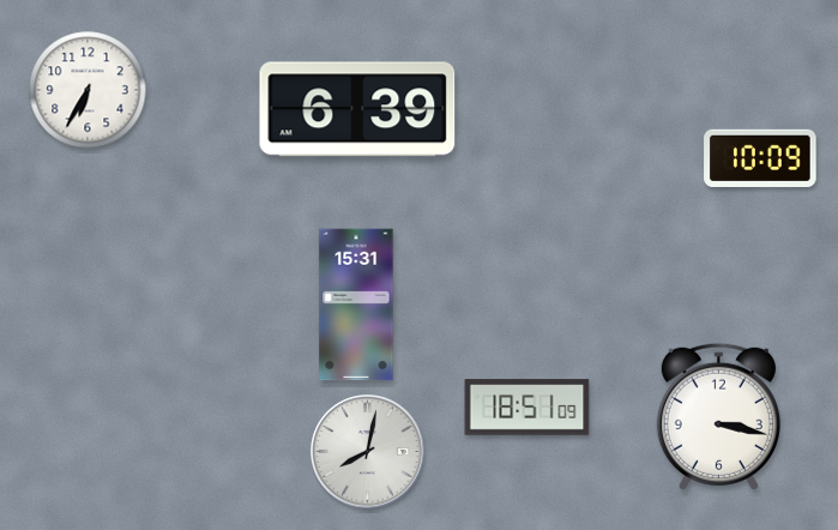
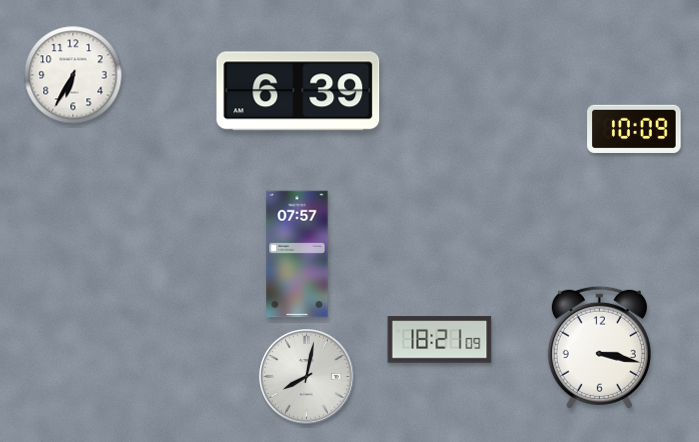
clock at (760, 158) position: (760, 158) -> (634, 129)
clock at (356, 305): 15:31 -> 07:57
clock at (527, 408): 18:51 -> 18:21
